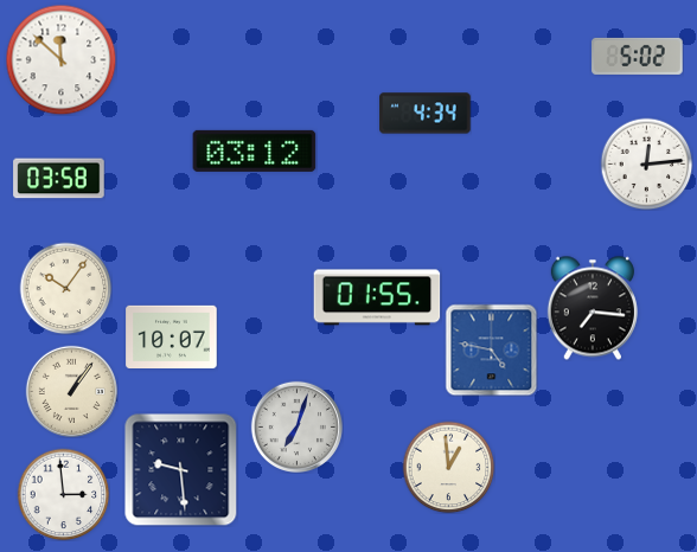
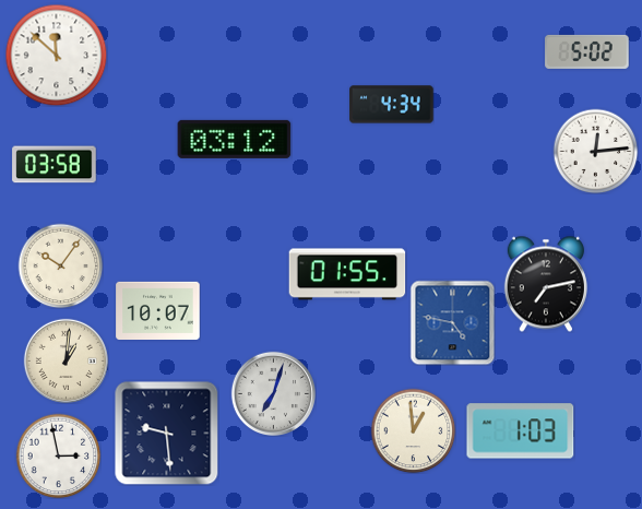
clock at (593, 308): 7:16 -> 7:13
clock at (71, 391): 1:06 -> 1:01
clock at (521, 431): none -> 1:03
clock at (63, 494): 2:59 -> 2:58
